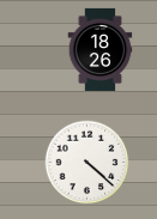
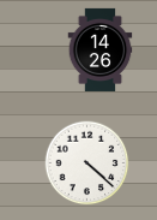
clock at (101, 49): 18:26 -> 14:26
